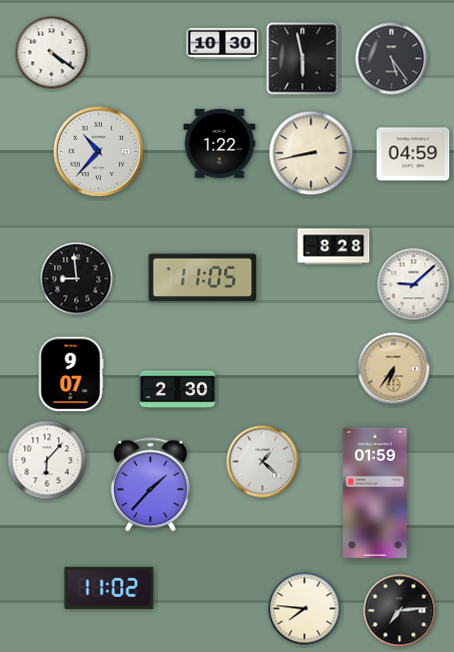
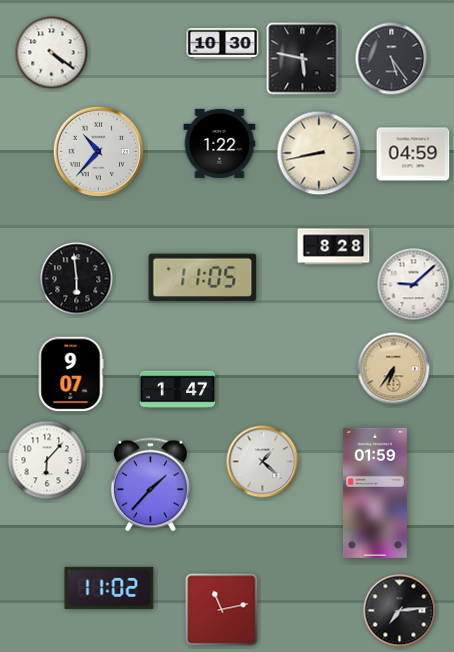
clock at (303, 59): 5:58 -> 5:47
clock at (311, 153) position: (311, 153) -> (319, 153)
clock at (77, 279): 8:59 -> 5:59
clock at (178, 390): 2:30 -> 1:47
clock at (305, 609): 7:46 -> none
clock at (222, 610): none -> 11:13
